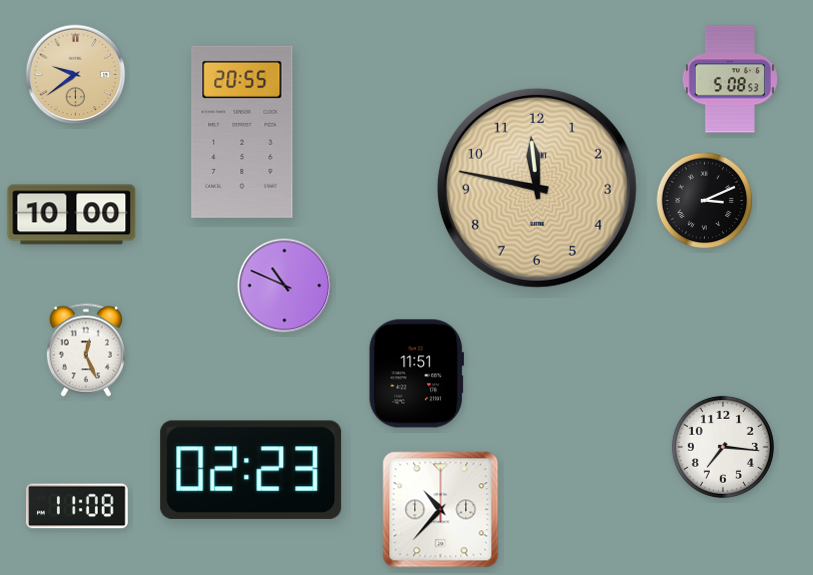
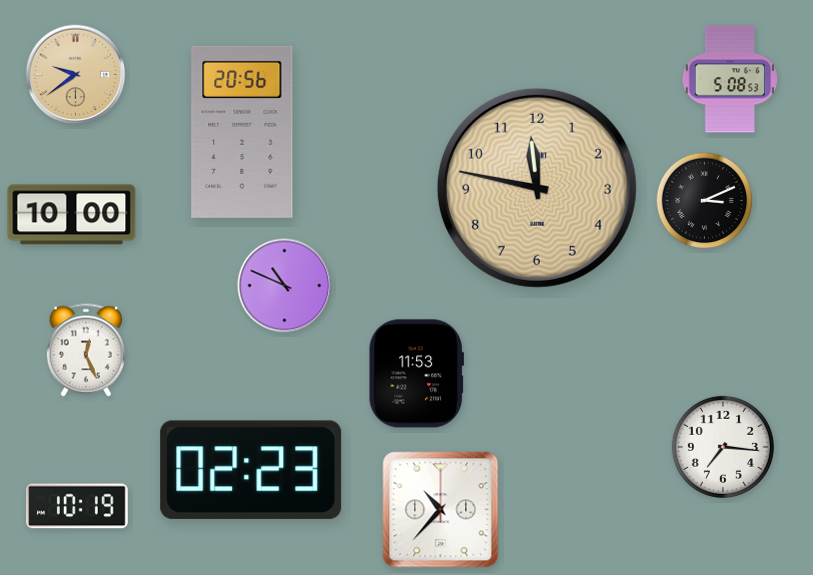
clock at (242, 132): 20:55 -> 20:56
clock at (416, 374): 11:51 -> 11:53
clock at (77, 506): 11:08 -> 10:19
